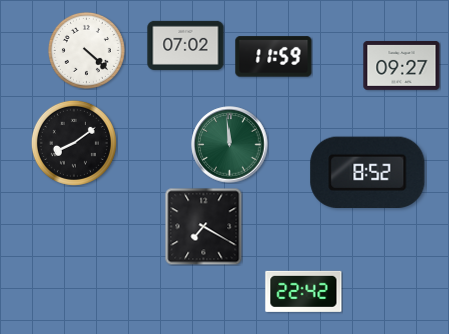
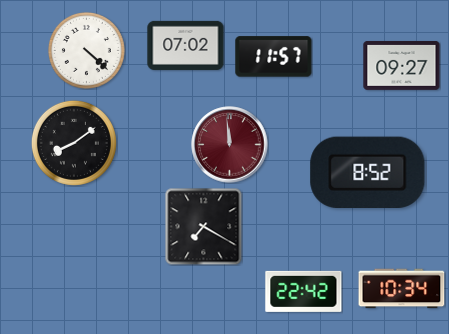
clock at (274, 57): 11:59 -> 11:57
clock at (230, 145) dial: green -> burgundy
clock at (402, 289): none -> 10:34
